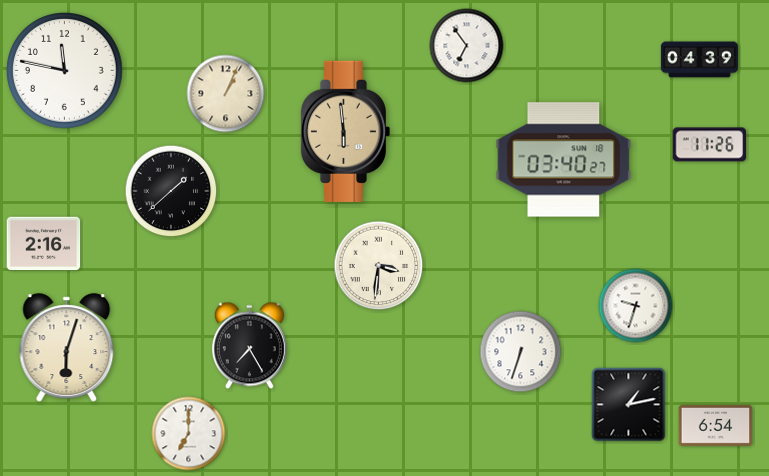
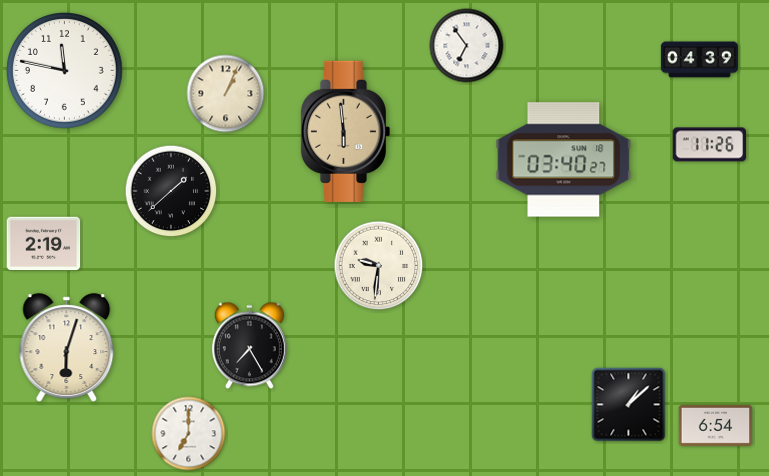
clock at (44, 244): 2:16 -> 2:19
clock at (379, 266): 3:31 -> 9:31
clock at (636, 306): 9:33 -> none
clock at (521, 352): 6:33 -> none
clock at (629, 405): 1:13 -> 1:08
